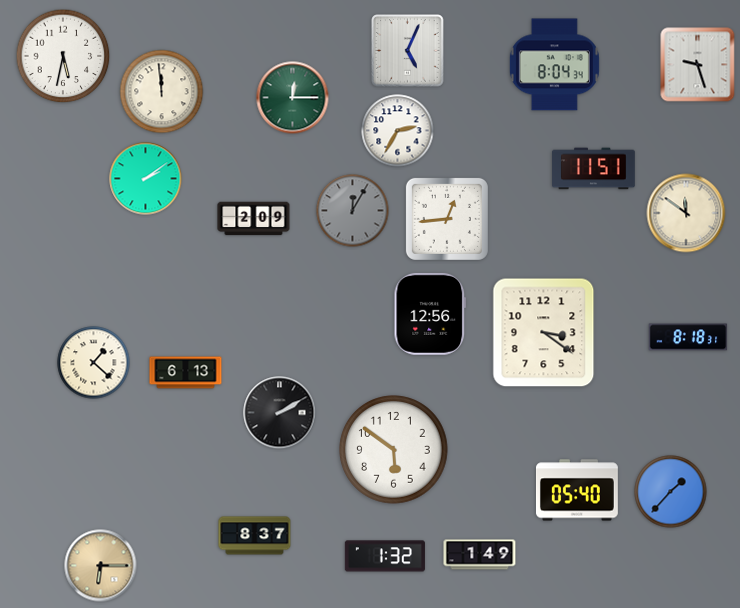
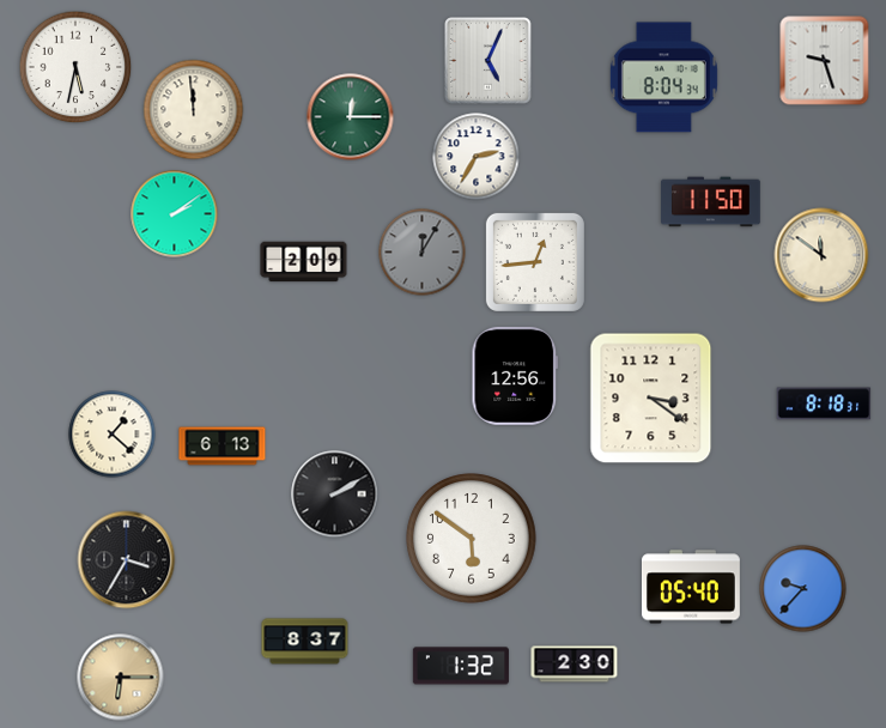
clock at (698, 65) position: (698, 65) -> (825, 61)
clock at (594, 169): 11:51 -> 11:50
clock at (127, 560): none -> 3:35
clock at (671, 492): 1:37 -> 9:37
clock at (480, 555): 1:49 -> 2:30
